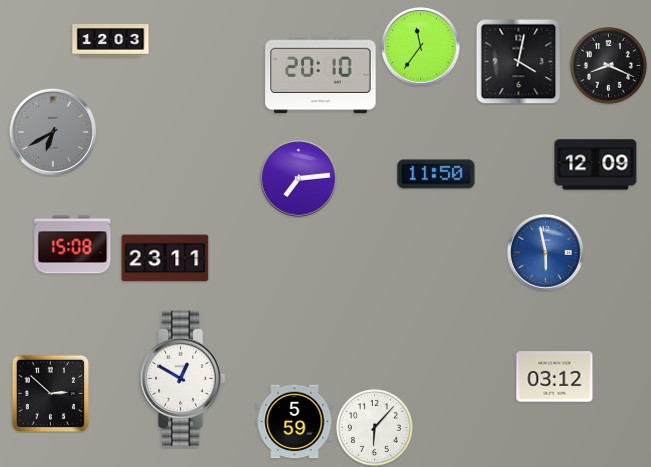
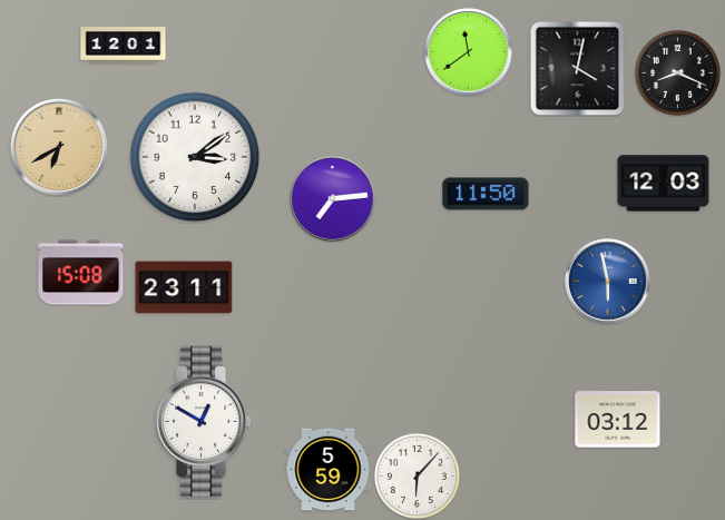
clock at (111, 41): 12:03 -> 12:01
clock at (421, 47): 11:36 -> 11:39
clock at (321, 75): 20:10 -> none
clock at (53, 132) dial: grey -> champagne
clock at (195, 157): none -> 3:09
clock at (596, 165): 12:09 -> 12:03
clock at (50, 393): 2:52 -> none
